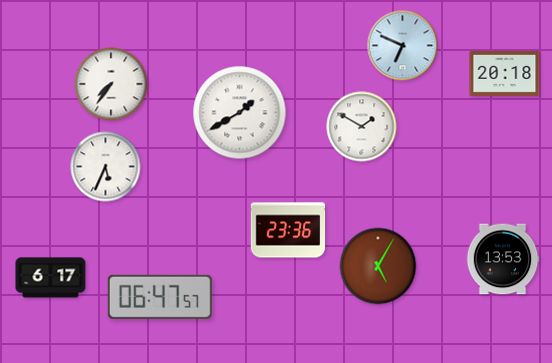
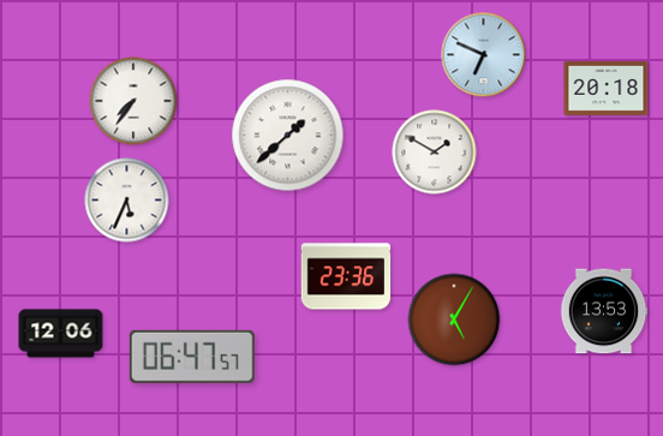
clock at (240, 113): 1:40 -> 1:38
clock at (51, 278): 6:17 -> 12:06
